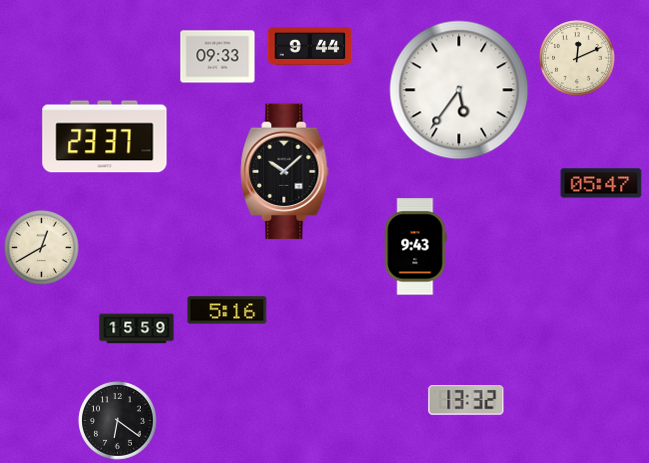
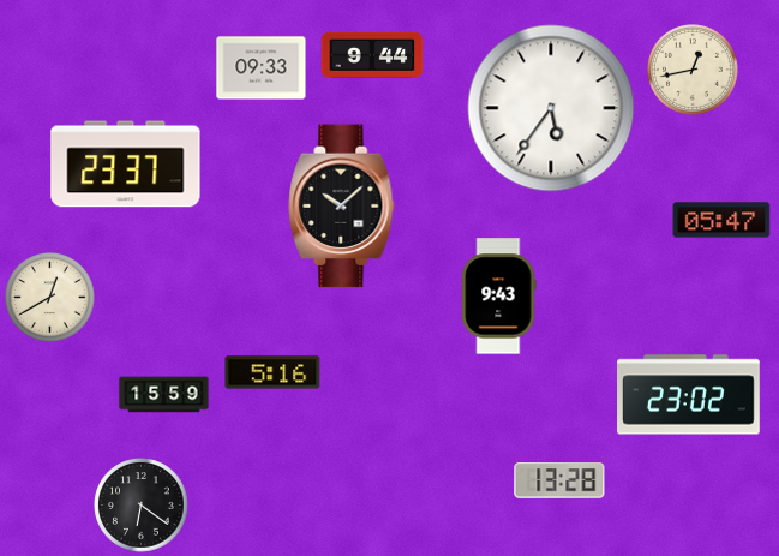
clock at (578, 59): 12:11 -> 12:43
clock at (689, 395): none -> 23:02
clock at (466, 400): 13:32 -> 13:28
